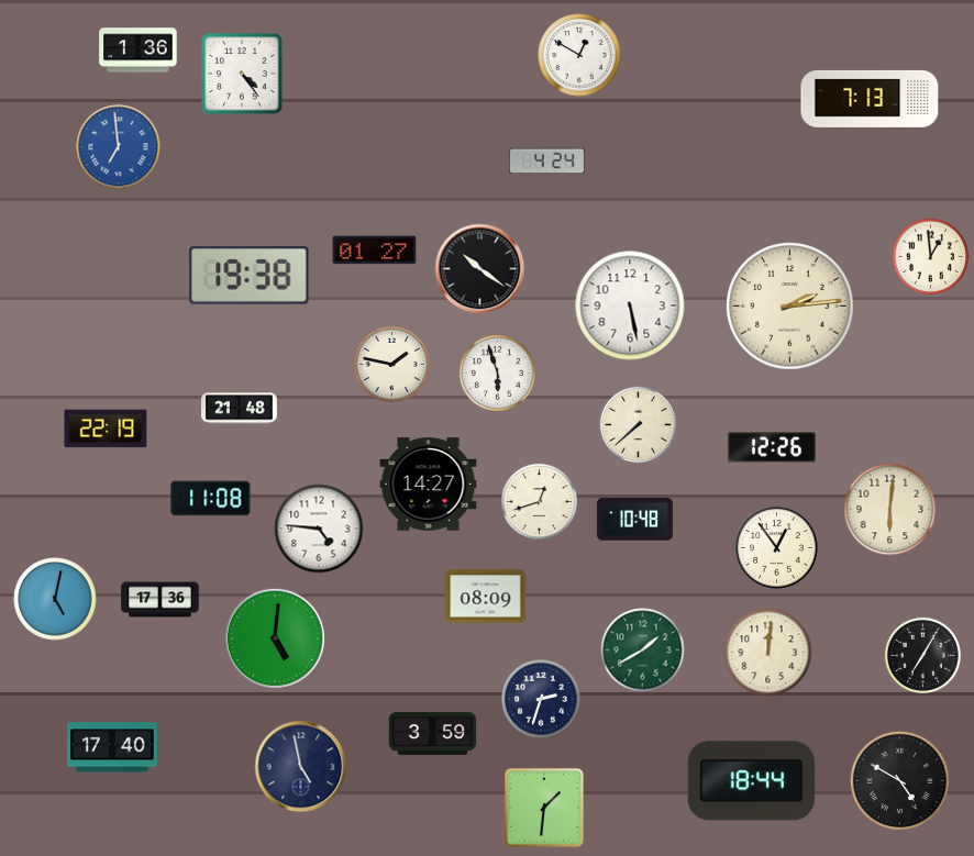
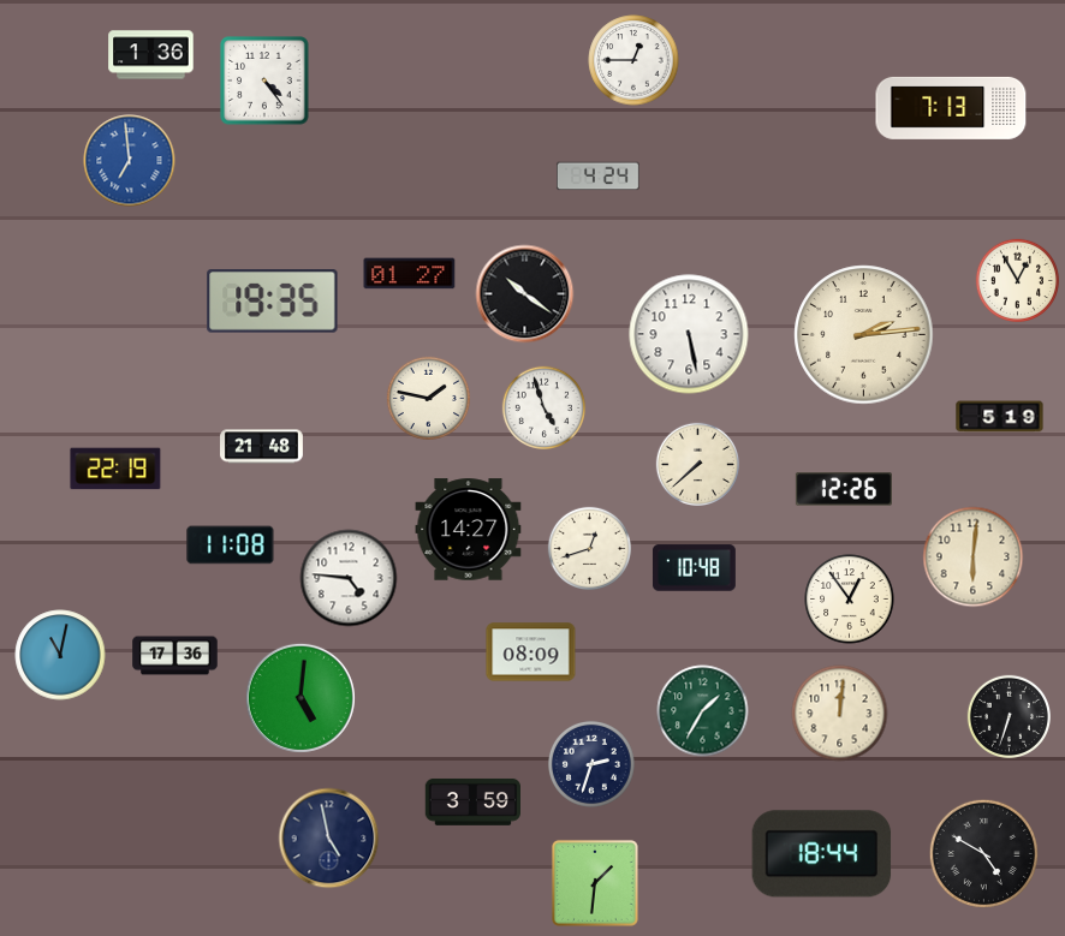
clock at (579, 55): 12:50 -> 12:45
clock at (930, 256): 12:59 -> 12:55
clock at (250, 276): 19:38 -> 19:35
clock at (497, 373): 5:57 -> 4:57
clock at (1000, 417): none -> 5:19
clock at (55, 599): 5:02 -> 11:02
clock at (643, 651): 1:40 -> 1:35
clock at (922, 655): 7:05 -> 6:33
clock at (113, 747): 17:40 -> none
